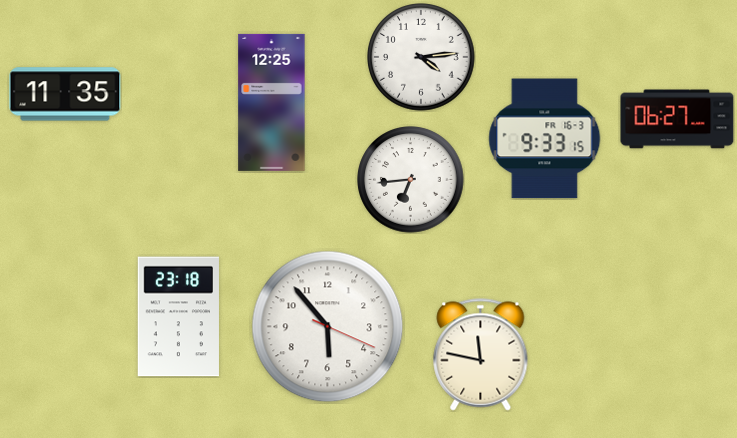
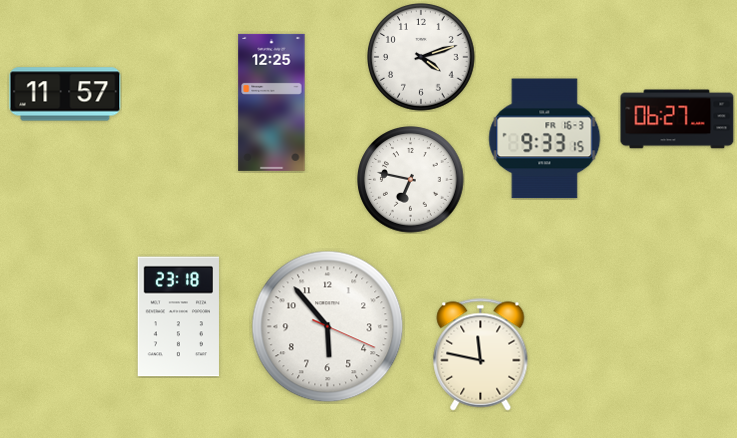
clock at (421, 57): 4:14 -> 4:12
clock at (65, 94): 11:35 -> 11:57
clock at (411, 180): 6:44 -> 6:47
